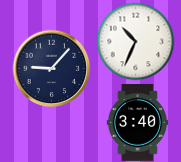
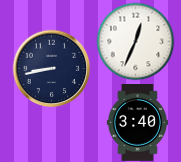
clock at (135, 41): 10:34 -> 12:34
clock at (51, 68): 9:07 -> 8:43
